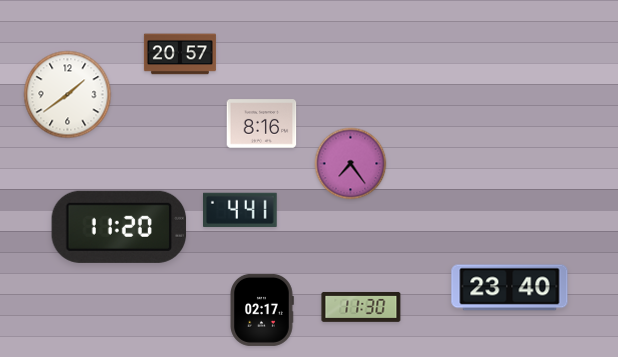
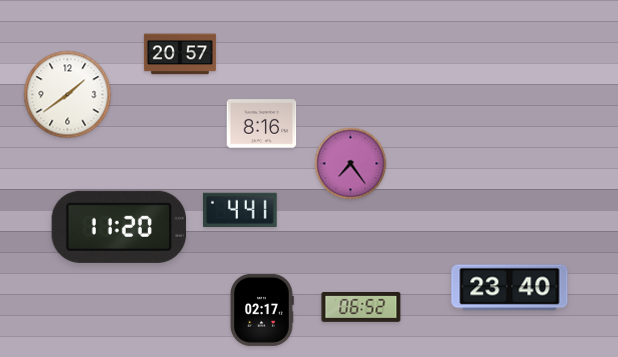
clock at (361, 307): 11:30 -> 06:52
